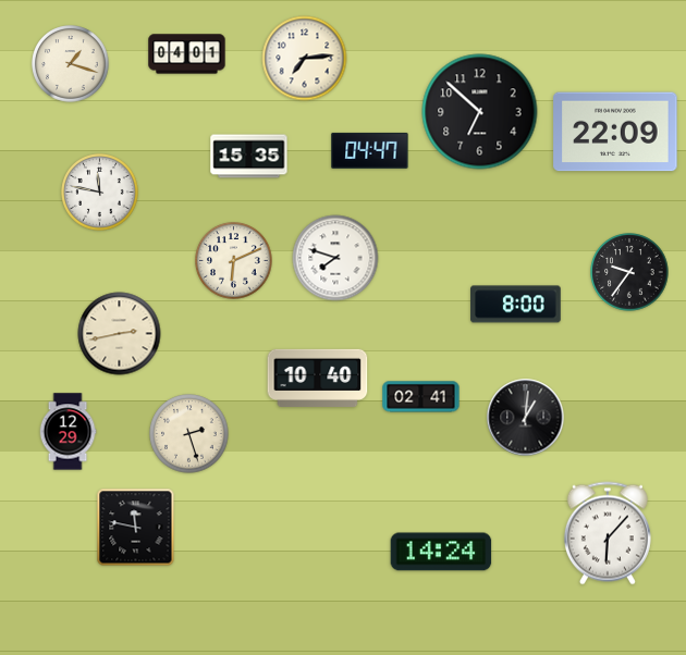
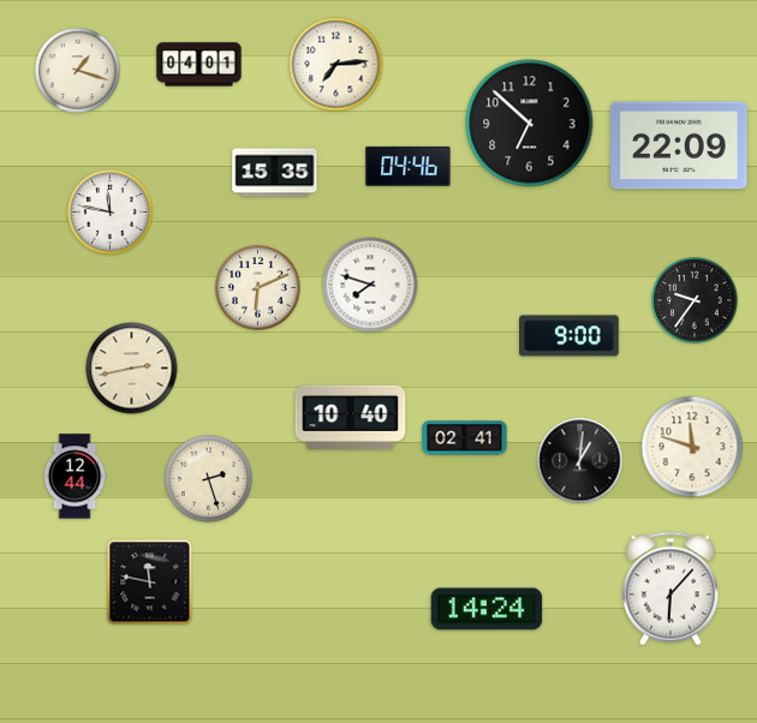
clock at (187, 54) position: (187, 54) -> (199, 65)
clock at (370, 150): 04:47 -> 04:46
clock at (516, 305): 8:00 -> 9:00
clock at (692, 447): none -> 11:48
clock at (68, 432): 12:29 -> 12:44
